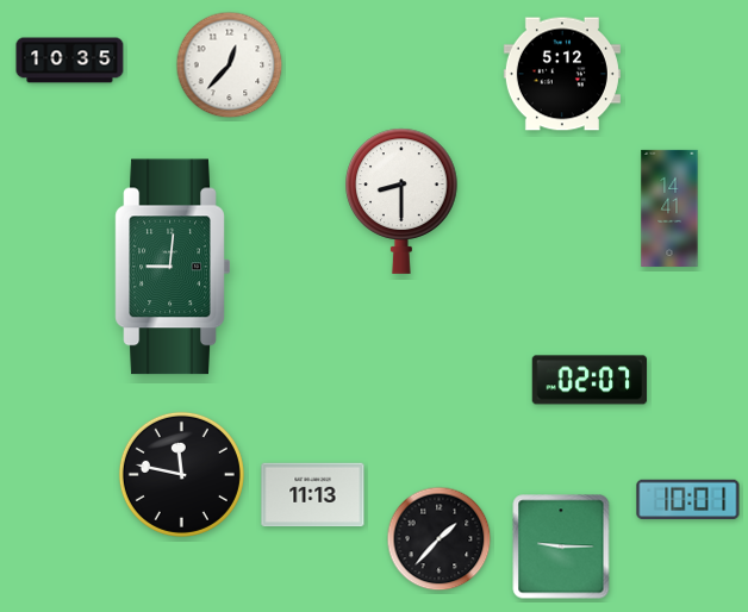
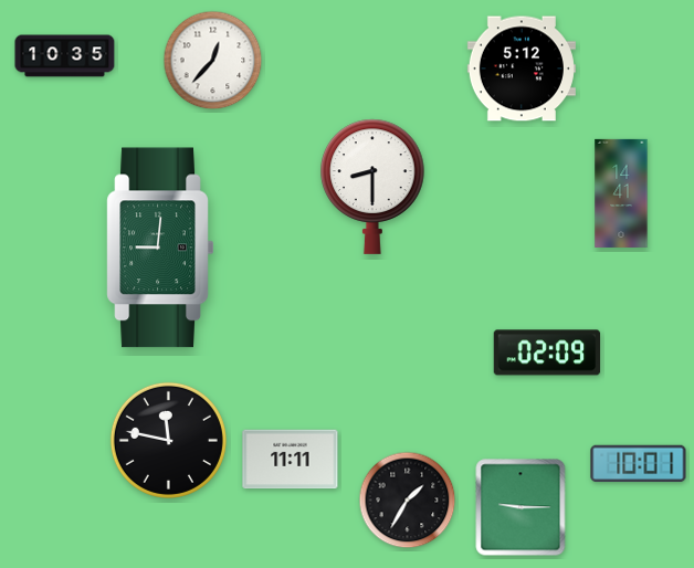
clock at (590, 380): 02:07 -> 02:09
clock at (313, 495): 11:13 -> 11:11
clock at (440, 539): 1:37 -> 1:35
